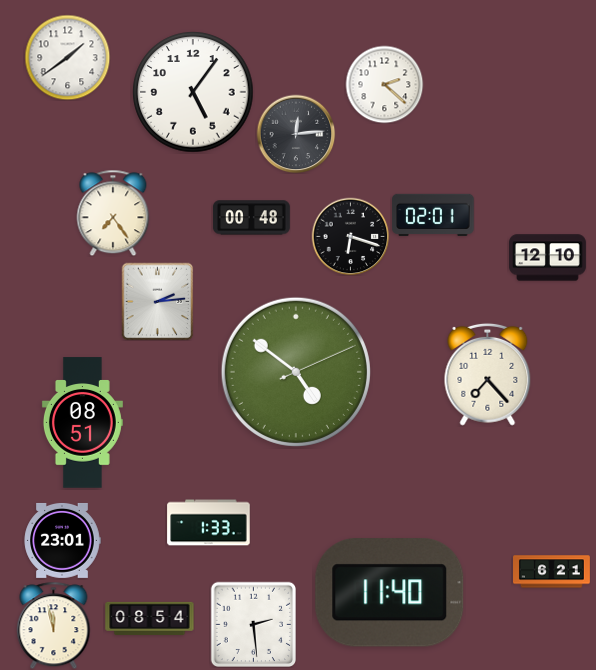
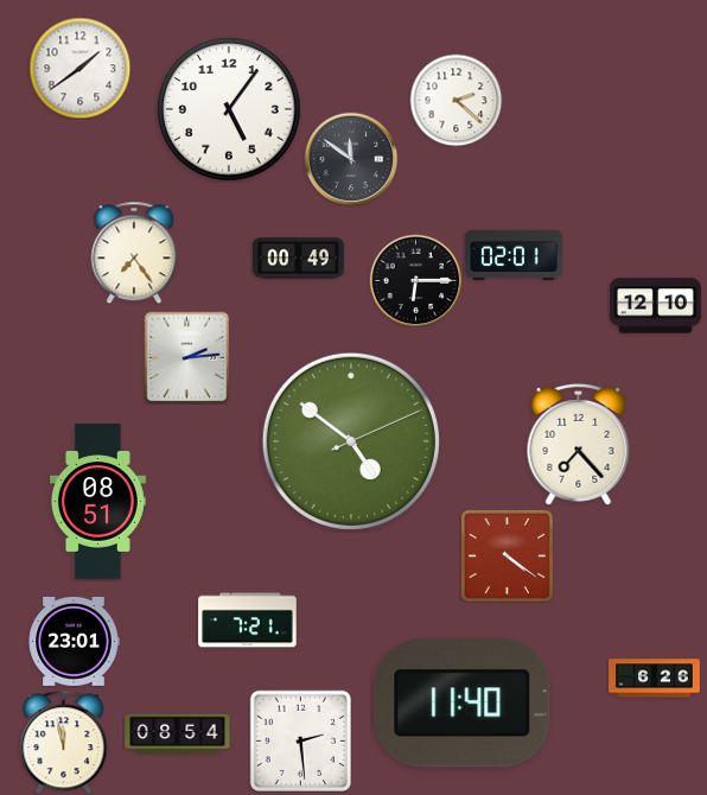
clock at (296, 134): 12:14 -> 11:51
clock at (251, 218): 00:48 -> 00:49
clock at (350, 236): 6:18 -> 6:15
clock at (548, 258) position: (548, 258) -> (656, 306)
clock at (507, 555): none -> 4:21
clock at (209, 523): 1:33 -> 7:21
clock at (552, 572): 6:21 -> 6:26
